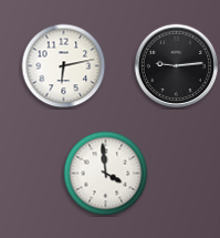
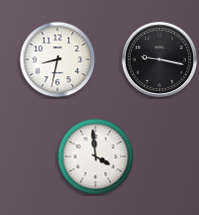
clock at (64, 66): 6:13 -> 8:32
clock at (177, 66): 9:14 -> 9:17
